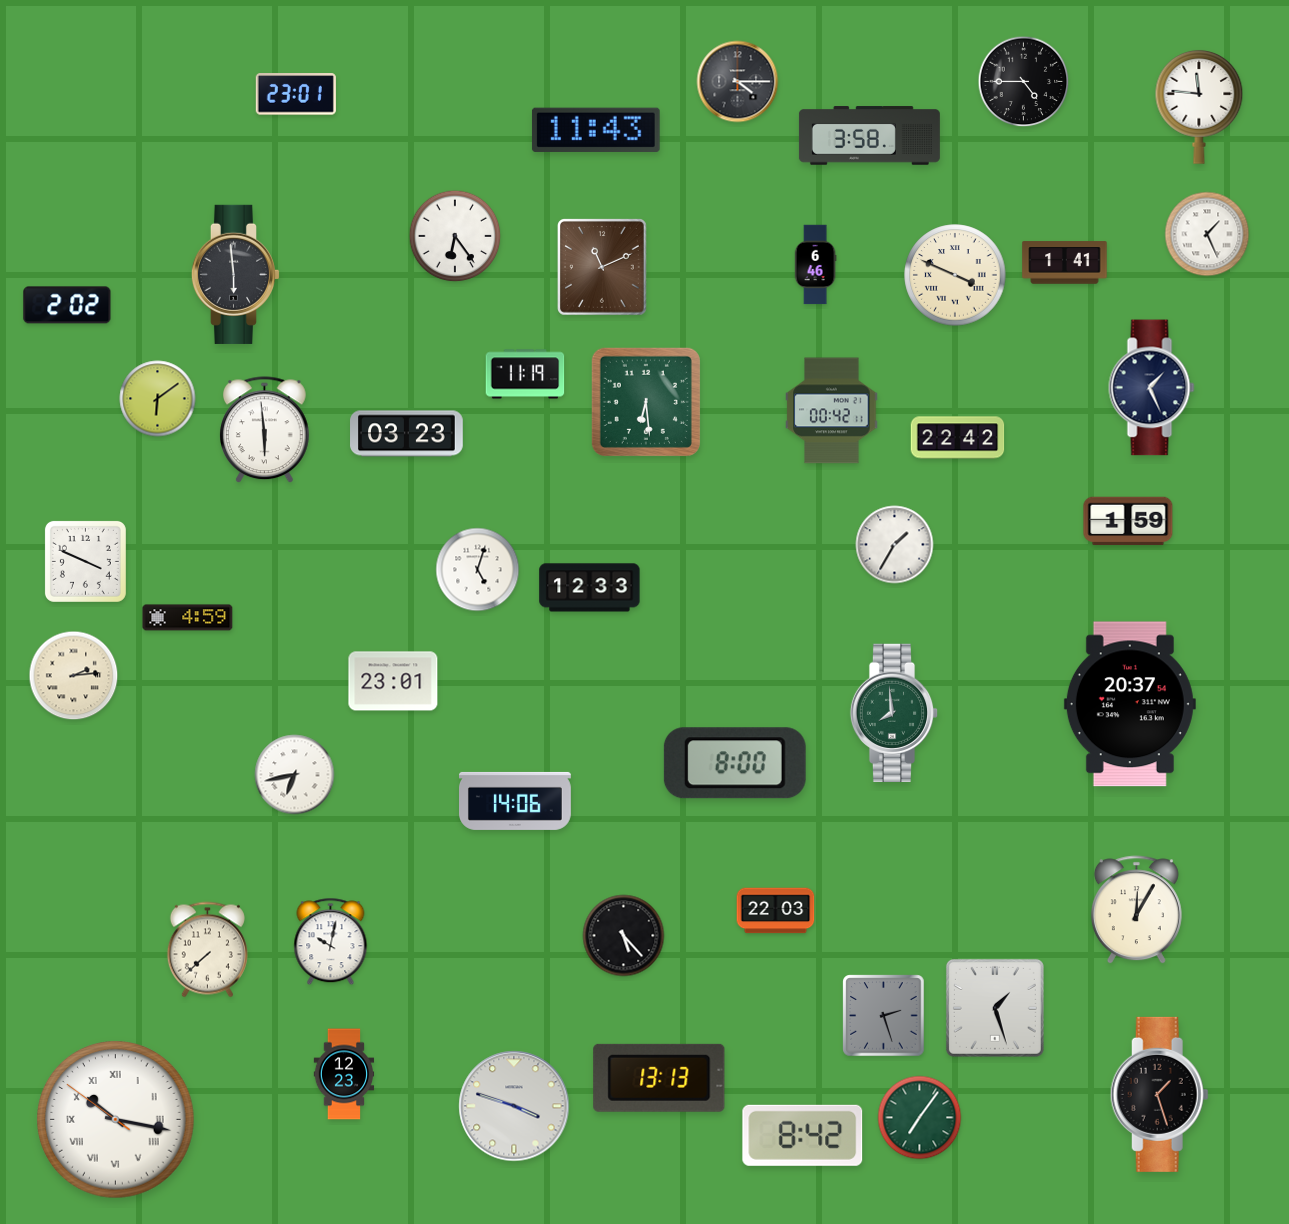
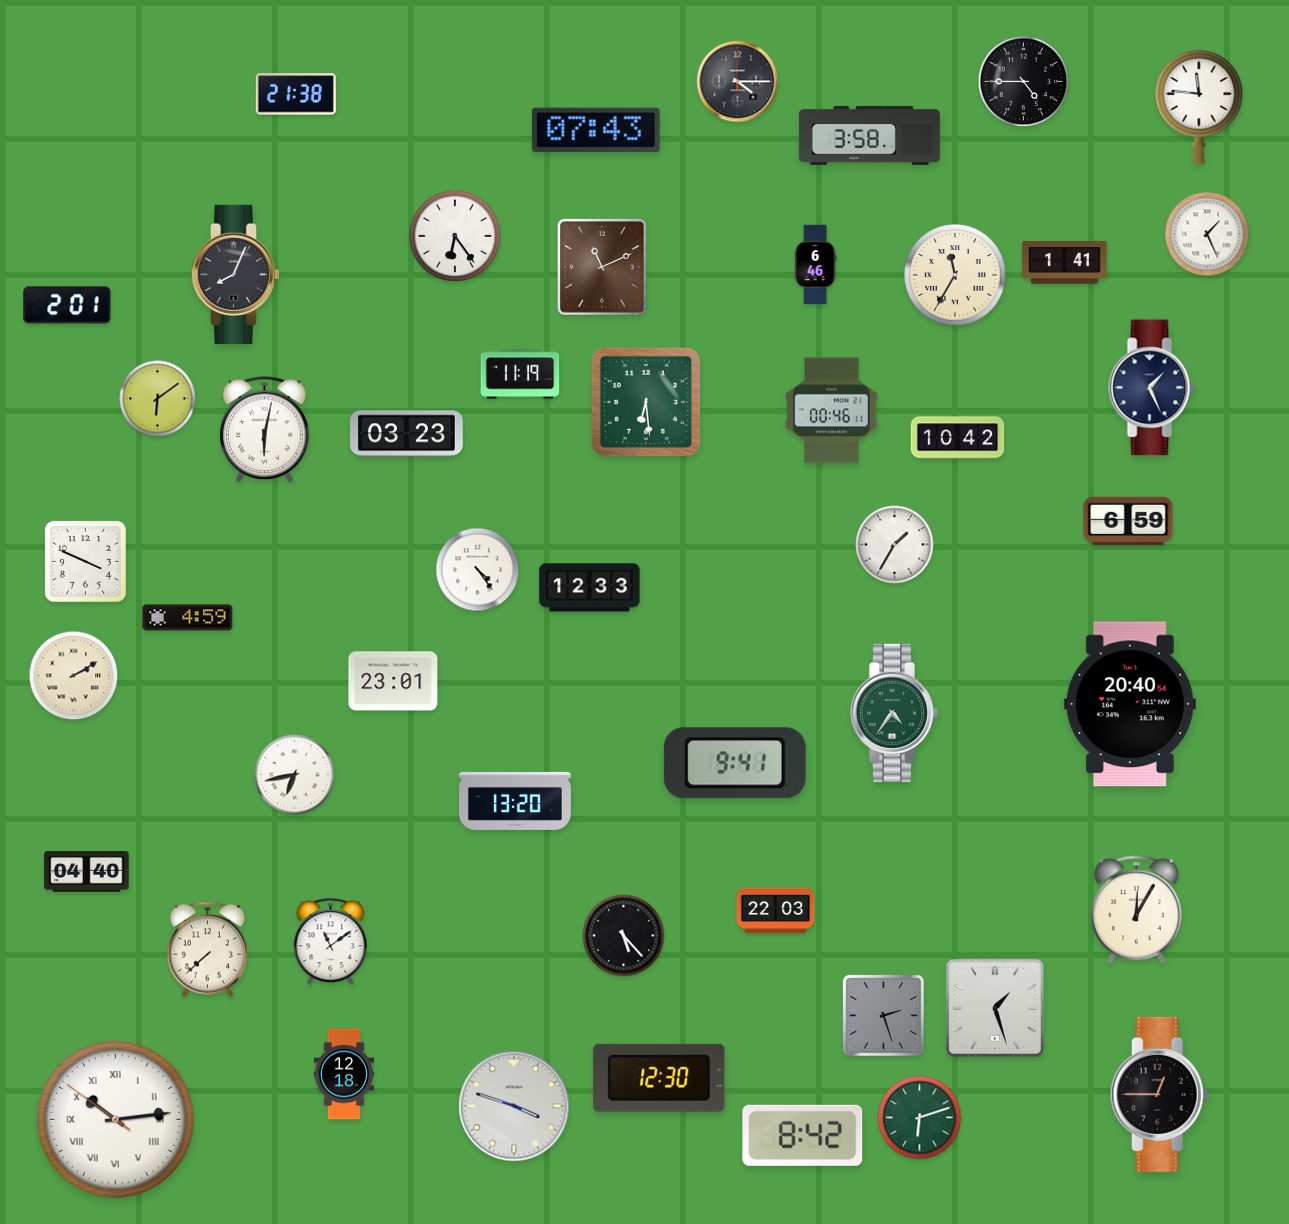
clock at (296, 94): 23:01 -> 21:38
clock at (596, 130): 11:43 -> 07:43
clock at (236, 274): 5:59 -> 8:04
clock at (955, 275): 3:49 -> 11:35
clock at (67, 305): 2:02 -> 2:01
clock at (525, 374) position: (525, 374) -> (520, 374)
clock at (832, 411): 00:42 -> 00:46
clock at (265, 430): 5:59 -> 6:02
clock at (958, 438): 22:42 -> 10:42
clock at (1128, 521): 1:59 -> 6:59
clock at (478, 570): 5:03 -> 4:24
clock at (74, 676): 2:14 -> 2:10
clock at (1130, 704): 20:37 -> 20:40
clock at (894, 712): 7:59 -> 4:36
clock at (735, 763): 8:00 -> 9:41
clock at (516, 801): 14:06 -> 13:20
clock at (87, 872): none -> 04:40
clock at (331, 942): 10:02 -> 11:09
clock at (344, 1074): 12:23 -> 12:18
clock at (659, 1078): 13:13 -> 12:30
clock at (1159, 1094): 1:27 -> 12:45
clock at (920, 1118): 7:06 -> 6:12
clock at (116, 1120): 10:16 -> 10:13
